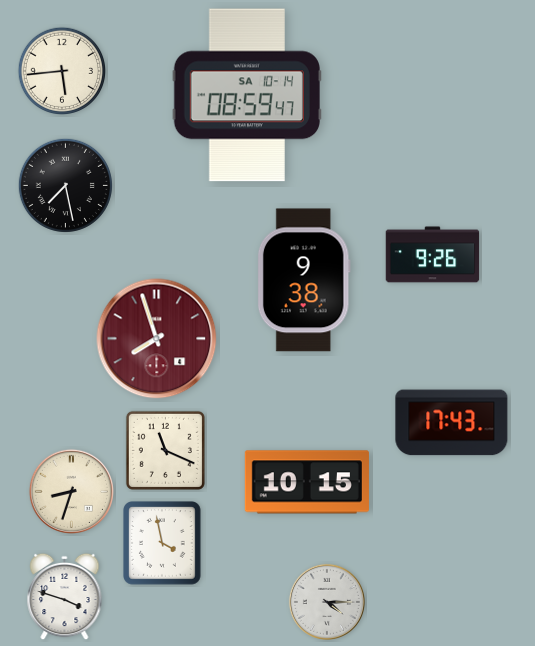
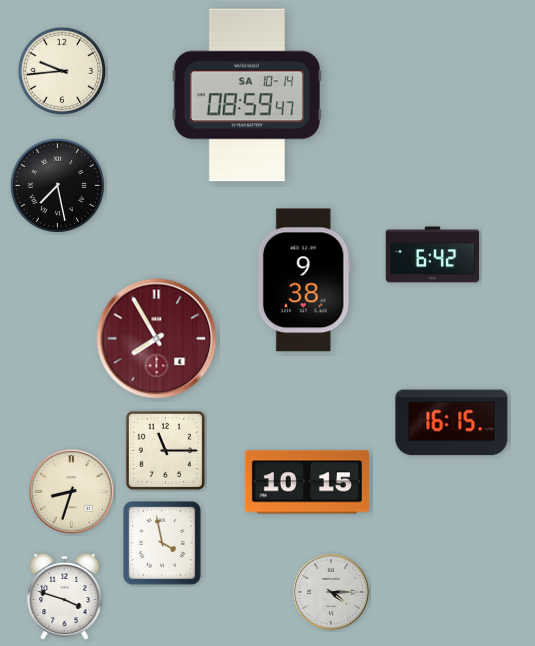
clock at (61, 70): 5:44 -> 9:44
clock at (65, 185) position: (65, 185) -> (57, 185)
clock at (433, 255): 9:26 -> 6:42
clock at (157, 339): 7:57 -> 7:55
clock at (452, 423): 17:43 -> 16:15
clock at (165, 450): 11:19 -> 11:15
clock at (327, 602) position: (327, 602) -> (331, 592)
